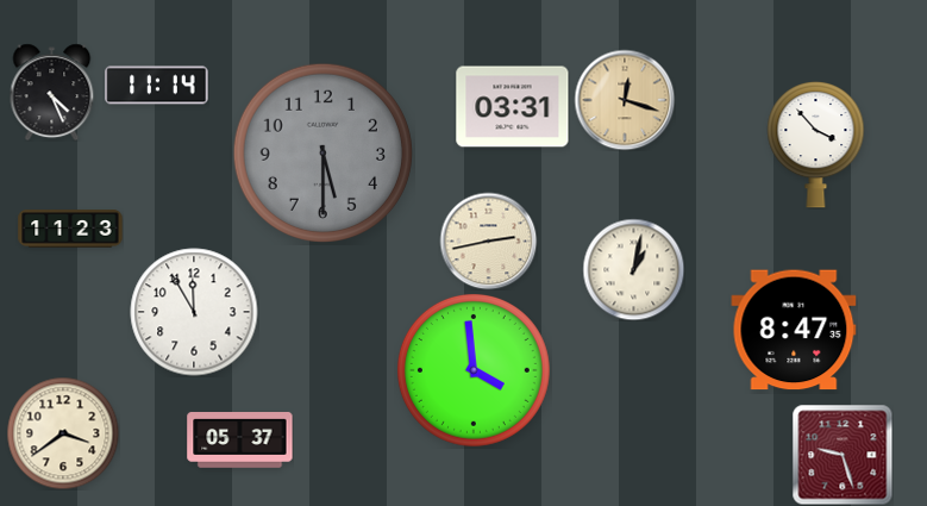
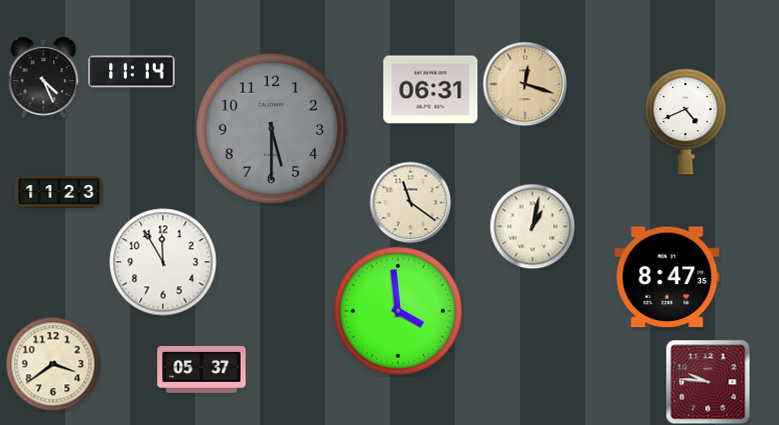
clock at (513, 107): 03:31 -> 06:31
clock at (816, 144): 3:53 -> 4:41
clock at (488, 240): 2:43 -> 11:21
clock at (843, 455): 9:27 -> 9:46
